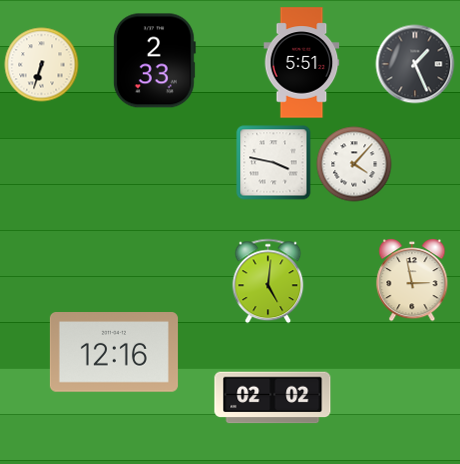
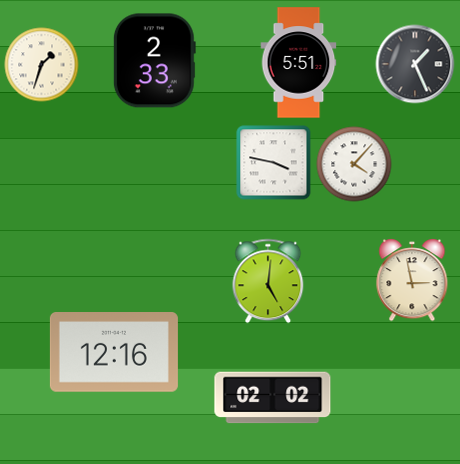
clock at (302, 63) position: (302, 63) -> (299, 63)
clock at (42, 65): 6:33 -> 1:33
